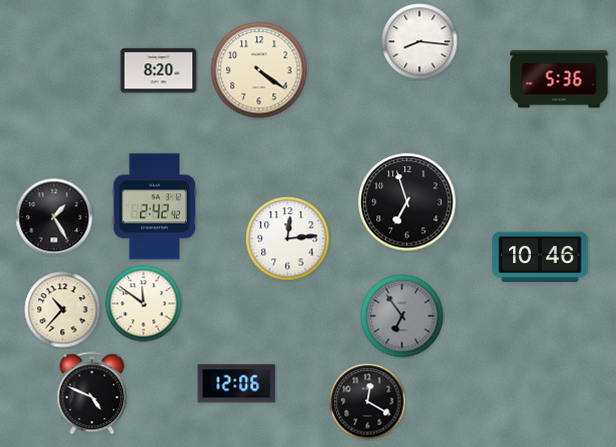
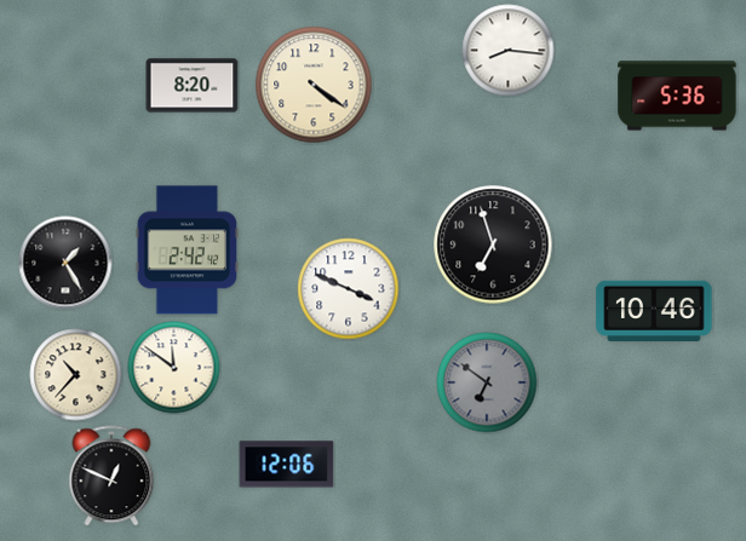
clock at (288, 239): 12:14 -> 3:49
clock at (402, 316): 6:54 -> 6:51
clock at (92, 393): 4:49 -> 12:49
clock at (368, 402): 12:20 -> none
